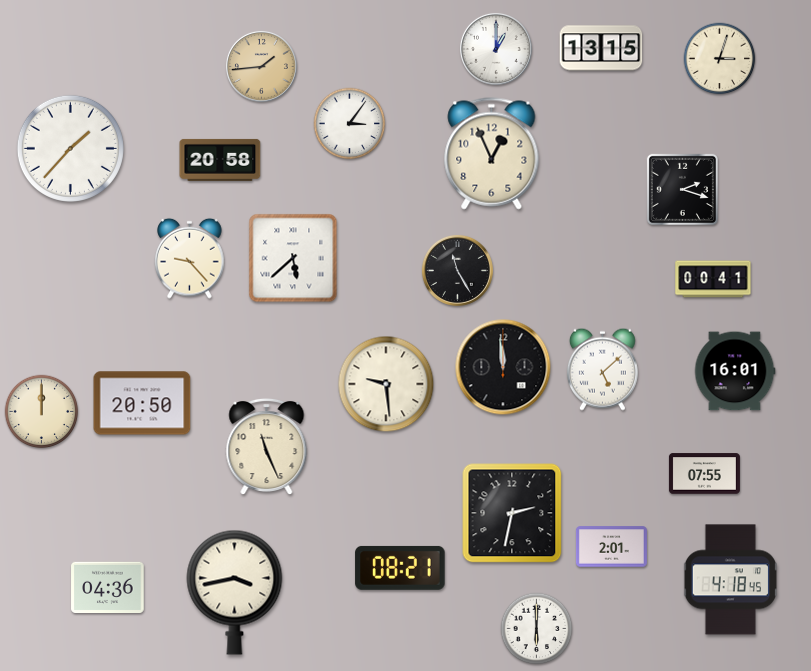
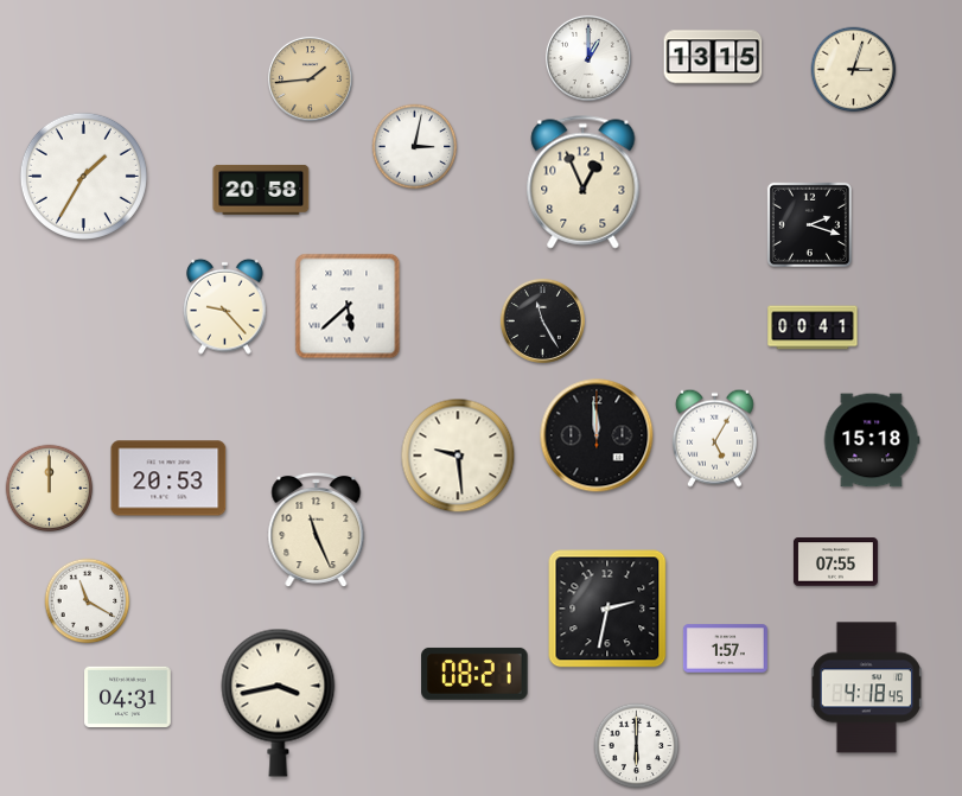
clock at (350, 124): 3:06 -> 3:02
clock at (70, 148): 1:37 -> 1:35
clock at (713, 279) position: (713, 279) -> (813, 327)
clock at (602, 369): 5:08 -> 5:05
clock at (735, 371): 16:01 -> 15:18
clock at (142, 403): 20:50 -> 20:53
clock at (88, 601): none -> 11:20
clock at (611, 547): 2:01 -> 1:57
clock at (108, 587): 04:36 -> 04:31
